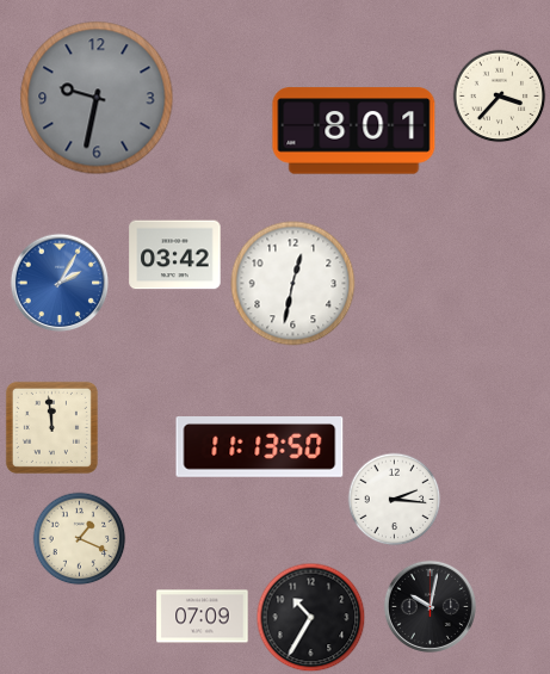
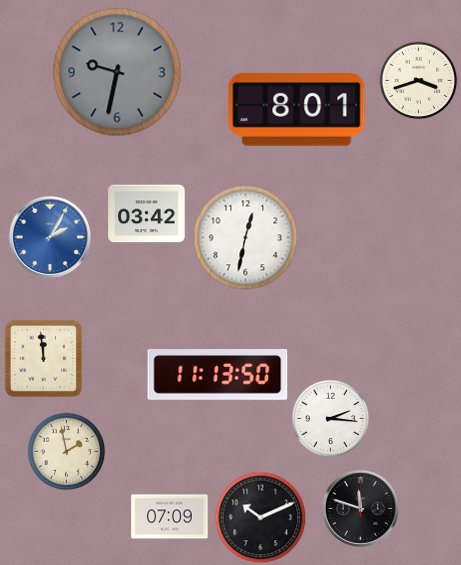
clock at (499, 95): 3:37 -> 3:42
clock at (97, 98) position: (97, 98) -> (117, 72)
clock at (79, 538): 1:19 -> 1:58
clock at (430, 606): 10:02 -> 11:48
clock at (310, 617): 10:35 -> 10:11
